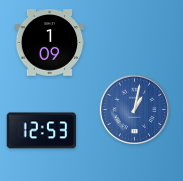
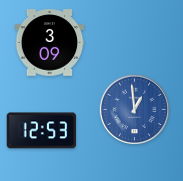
clock at (50, 43): 1:09 -> 3:09
clock at (134, 109): 1:02 -> 12:59
